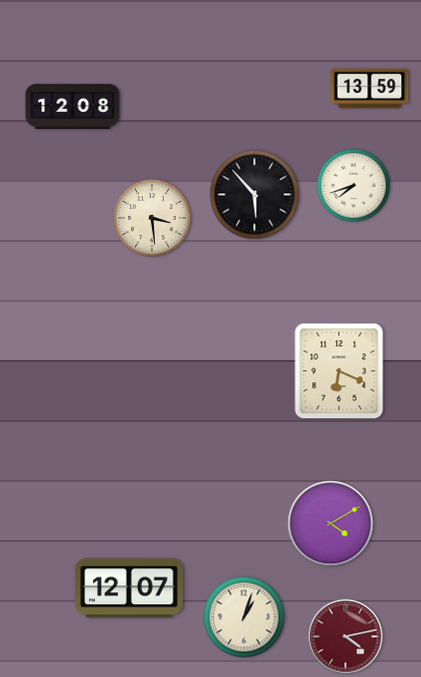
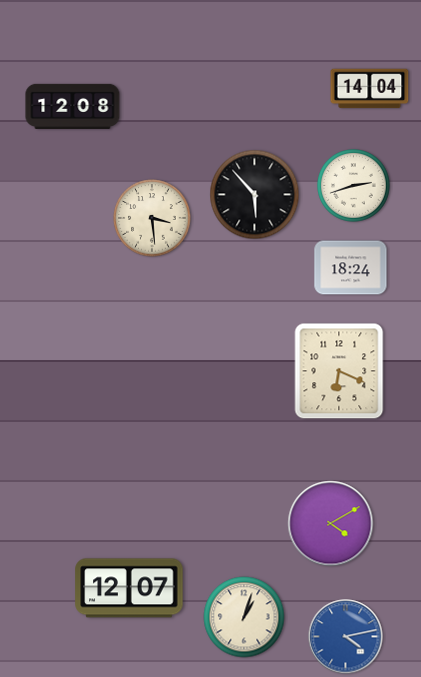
clock at (370, 89): 13:59 -> 14:04
clock at (354, 186): 7:42 -> 2:42
clock at (351, 268): none -> 18:24
clock at (346, 637) dial: burgundy -> blue
